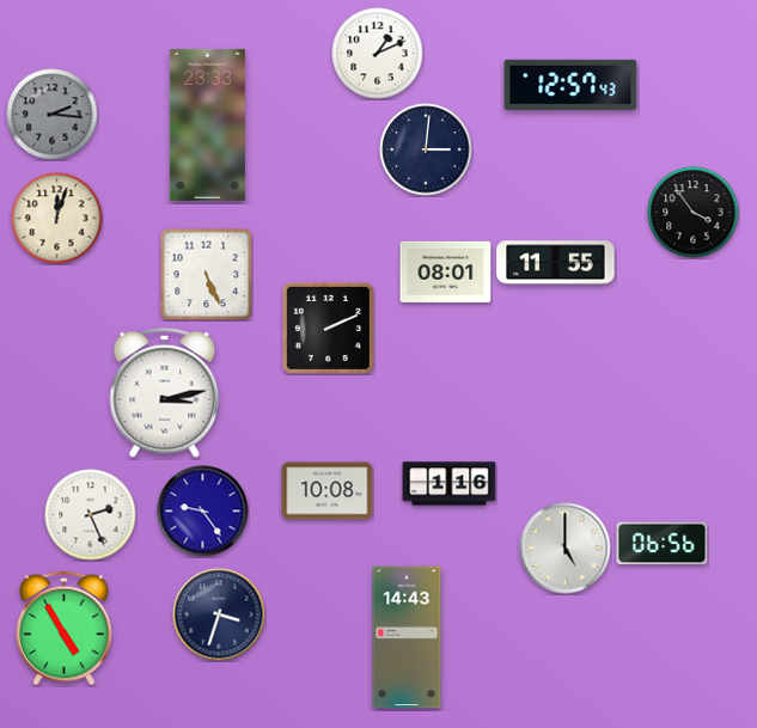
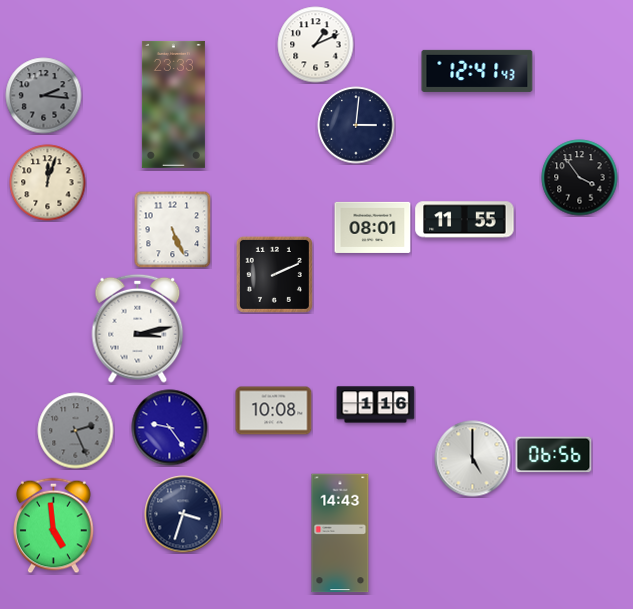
clock at (570, 85): 12:57 -> 12:41
clock at (91, 515) dial: white -> grey
clock at (65, 629): 4:55 -> 4:59
